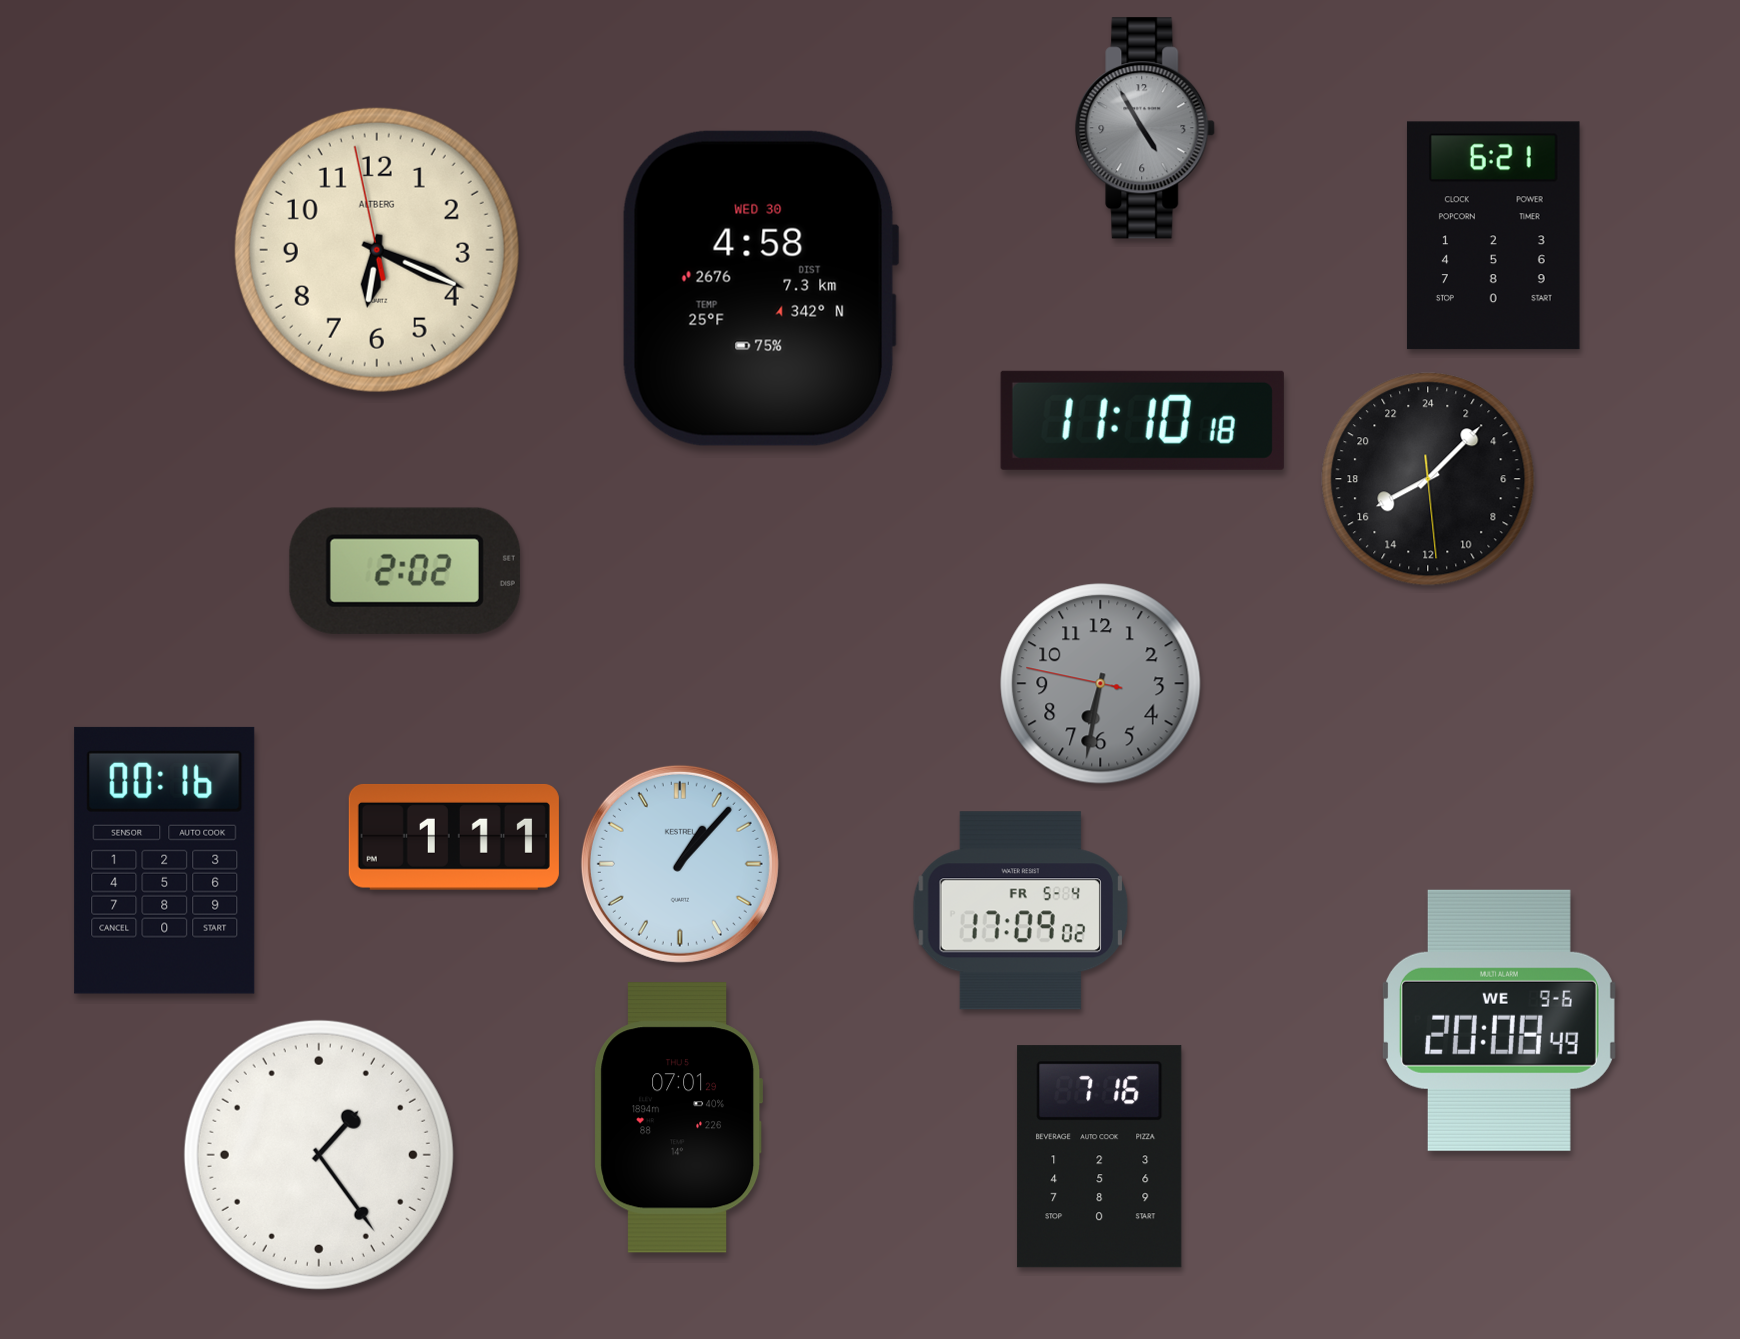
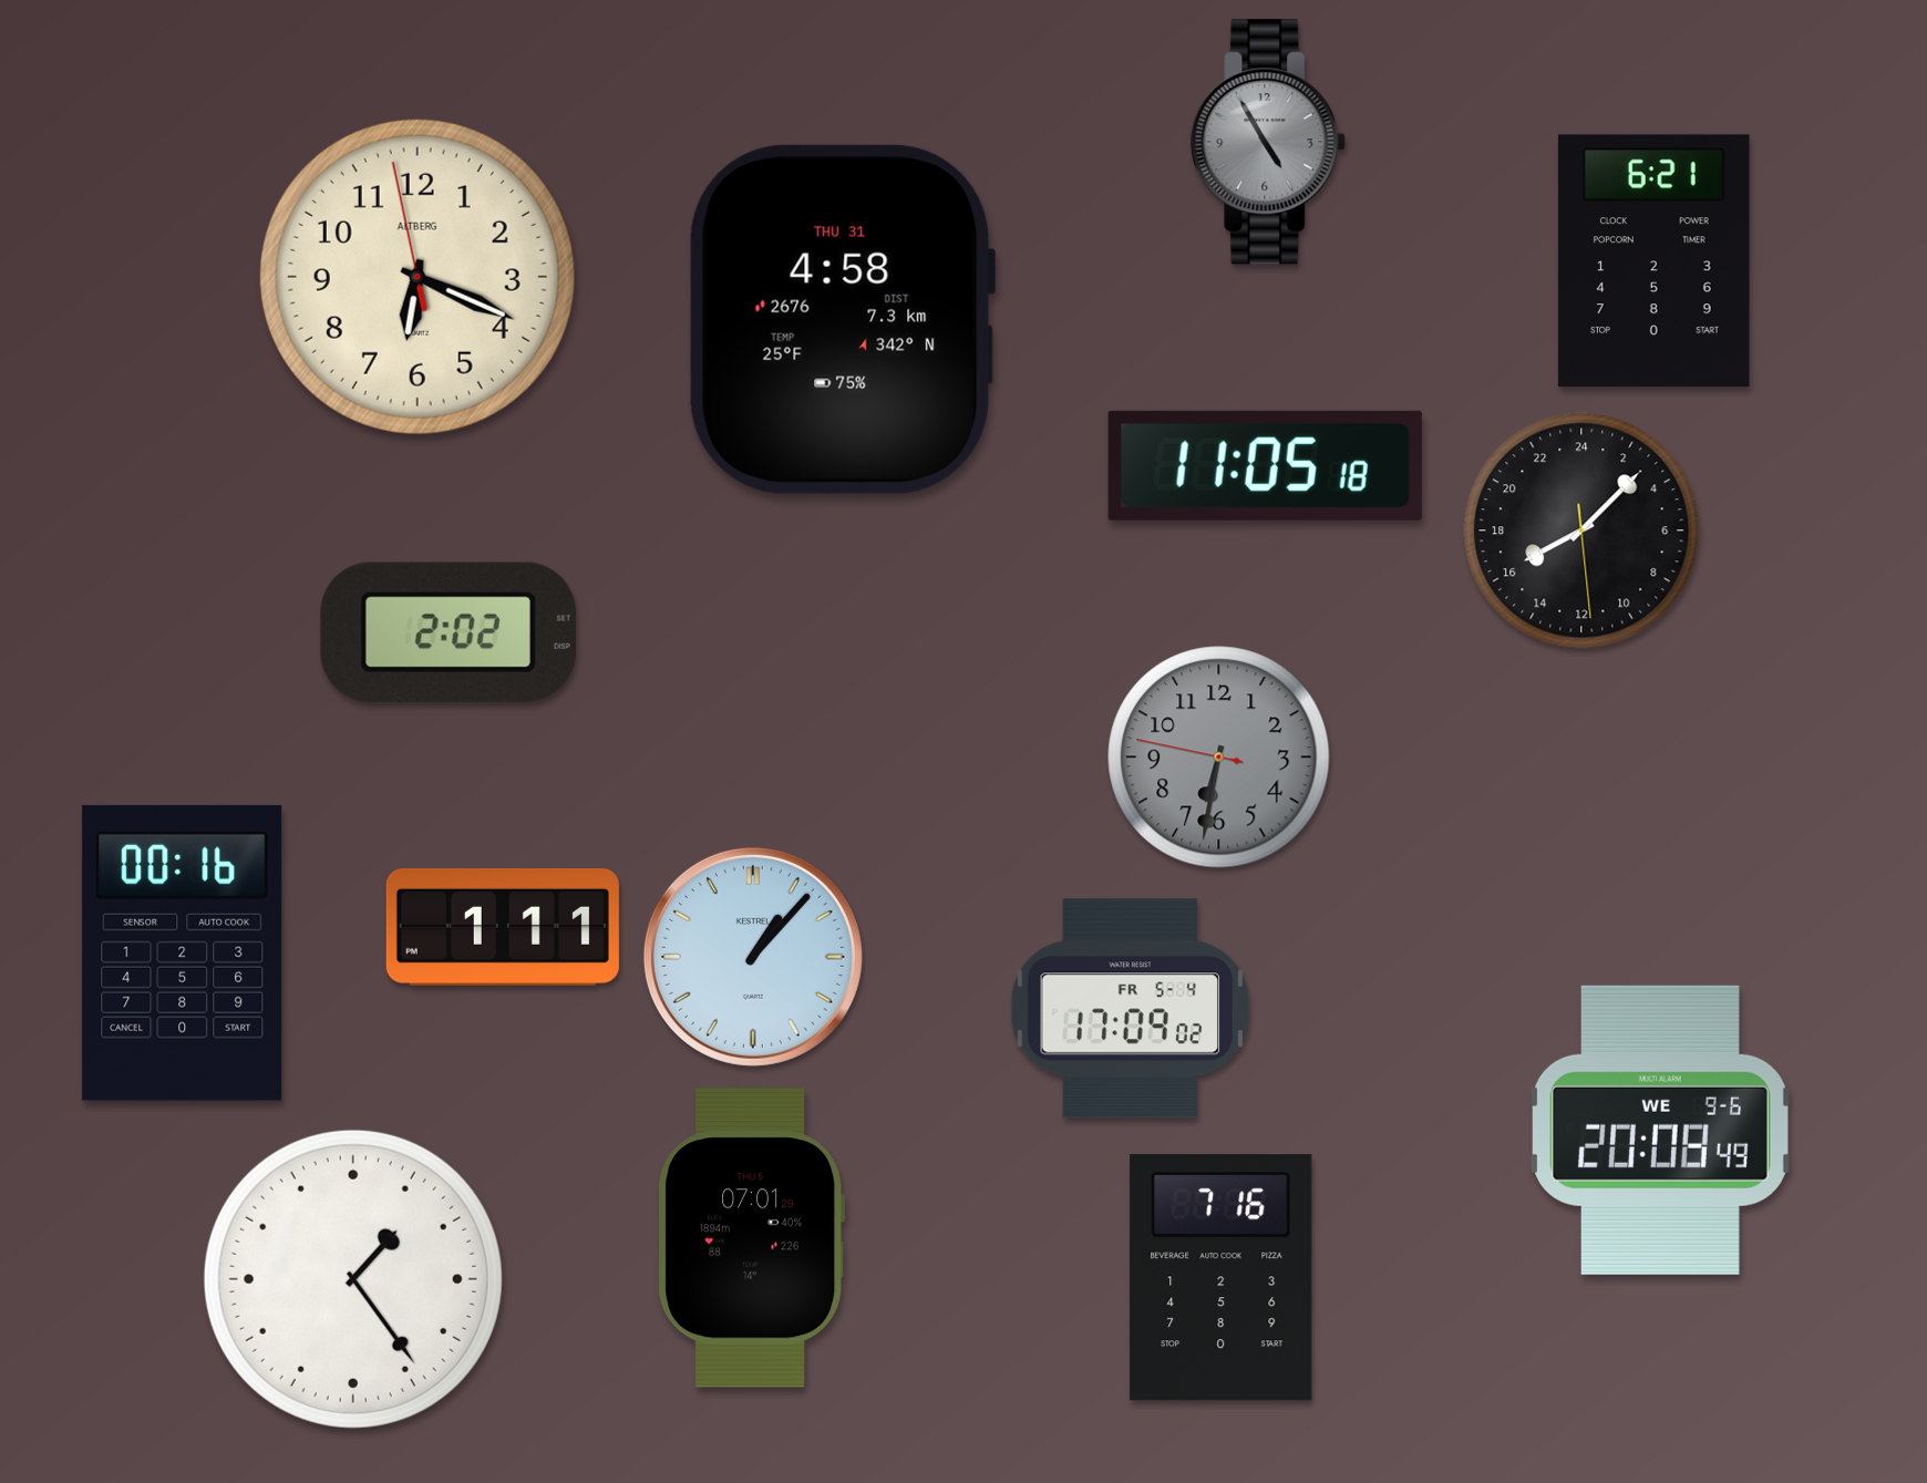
clock at (760, 288) date: WED 30 -> THU 31
clock at (1142, 420): 11:10 -> 11:05
clock at (1100, 1157) position: (1100, 1157) -> (1222, 1278)
